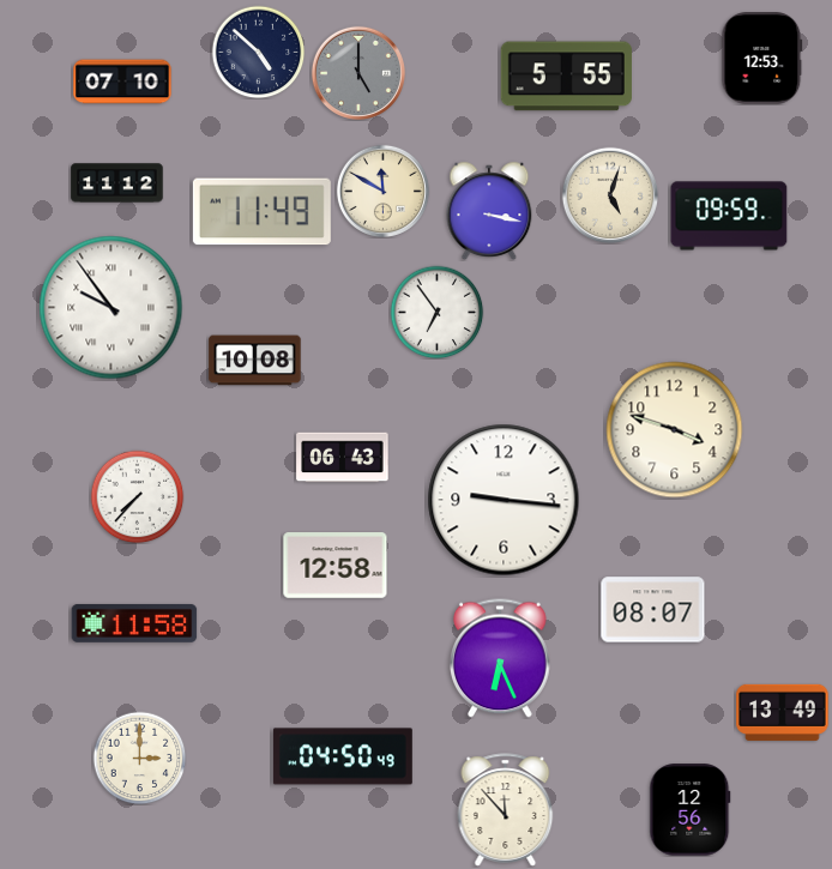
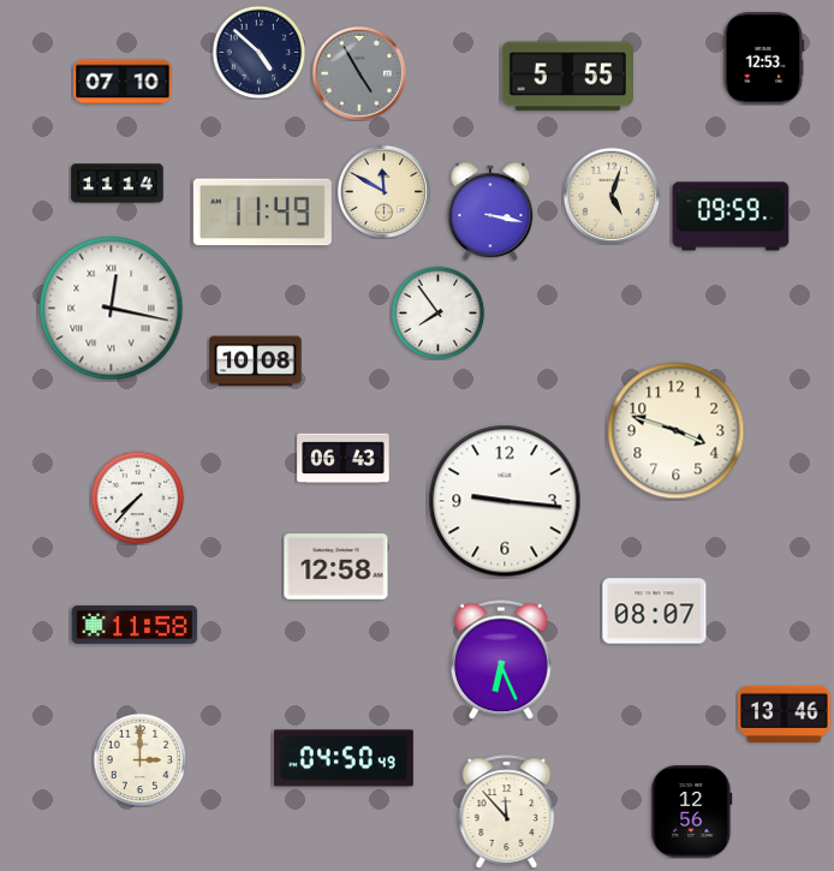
clock at (357, 72): 5:00 -> 4:55
clock at (117, 183): 11:12 -> 11:14
clock at (111, 308): 9:54 -> 12:17
clock at (436, 312): 6:54 -> 7:54
clock at (783, 712): 13:49 -> 13:46
